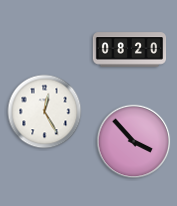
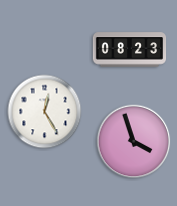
clock at (130, 50): 08:20 -> 08:23
clock at (134, 142): 3:53 -> 3:57
